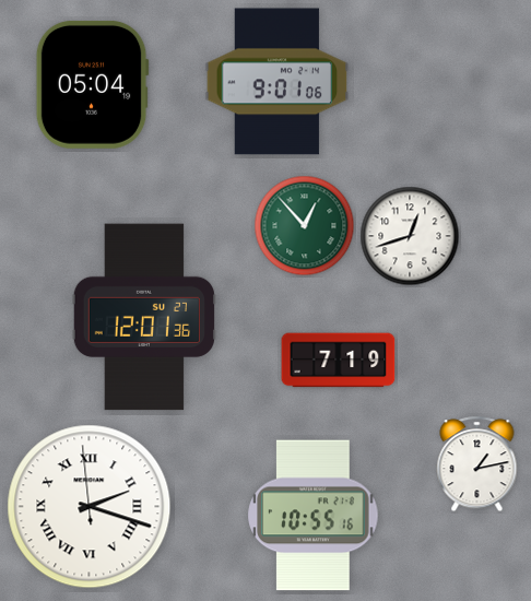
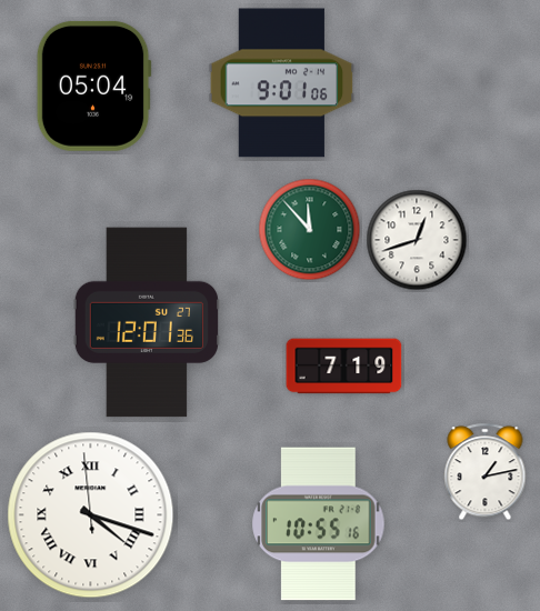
clock at (305, 226): 12:53 -> 11:53
clock at (90, 507): 2:17 -> 4:17
